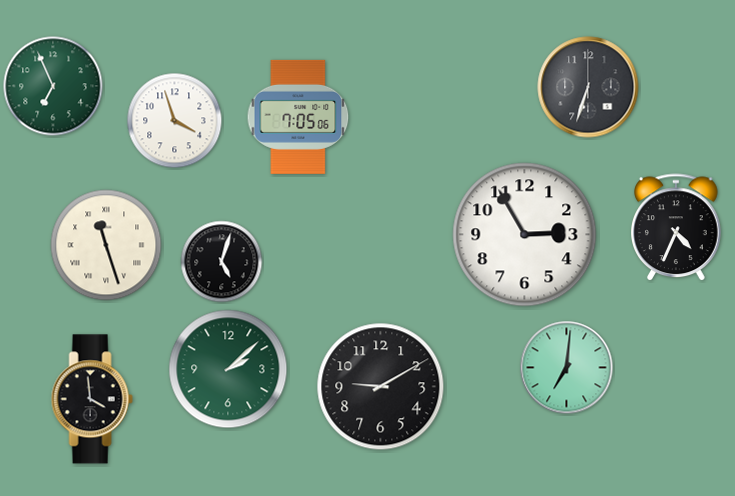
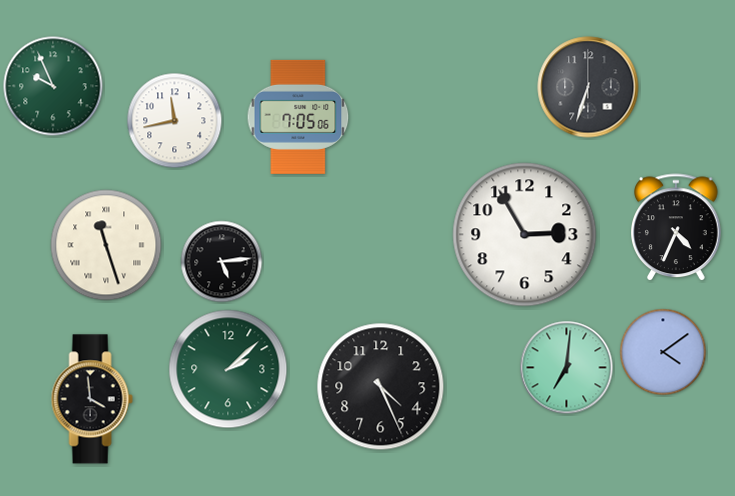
clock at (53, 86): 6:56 -> 9:56
clock at (175, 121): 3:57 -> 11:43
clock at (222, 262): 5:03 -> 5:14
clock at (663, 352): none -> 4:09
clock at (381, 387): 9:10 -> 4:26
